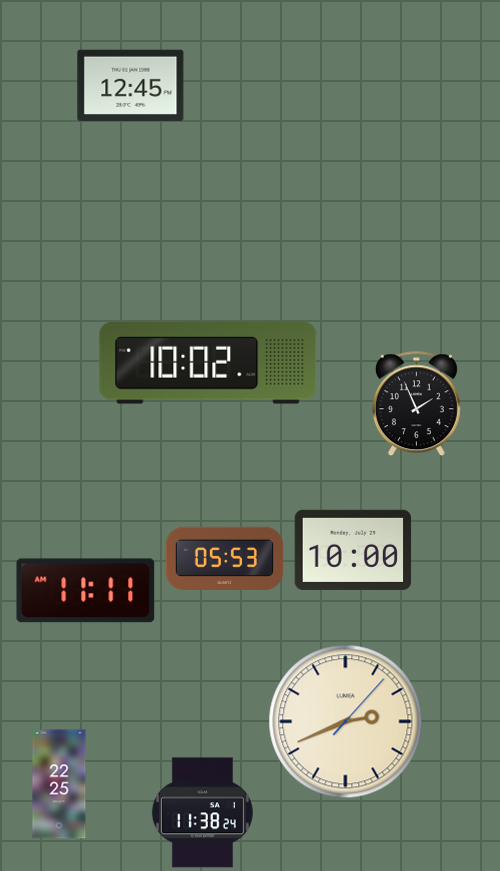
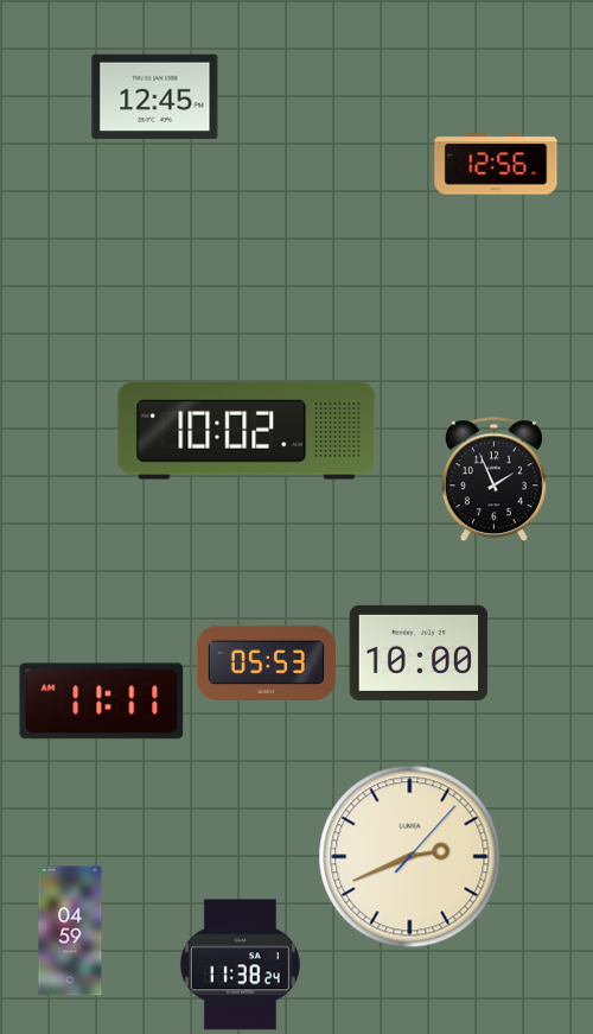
clock at (131, 86) position: (131, 86) -> (155, 97)
clock at (496, 164): none -> 12:56
clock at (59, 784): 22:25 -> 04:59
